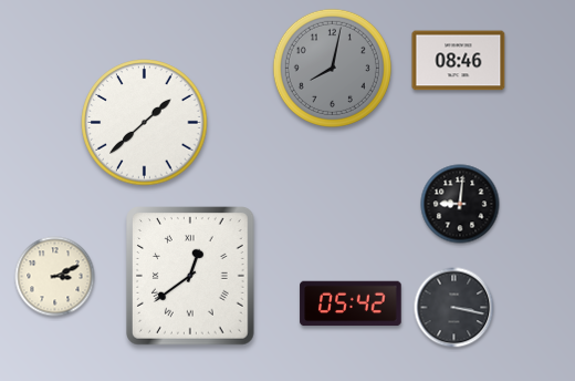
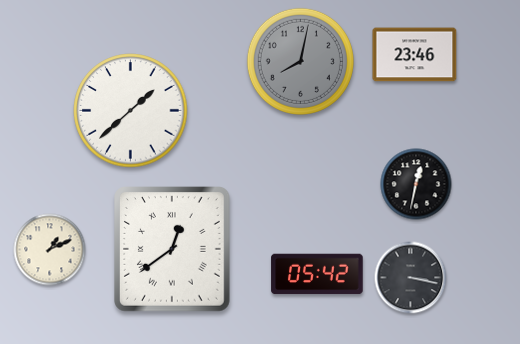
clock at (459, 61): 08:46 -> 23:46
clock at (460, 204): 9:01 -> 12:32
clock at (55, 277): 3:11 -> 1:11
